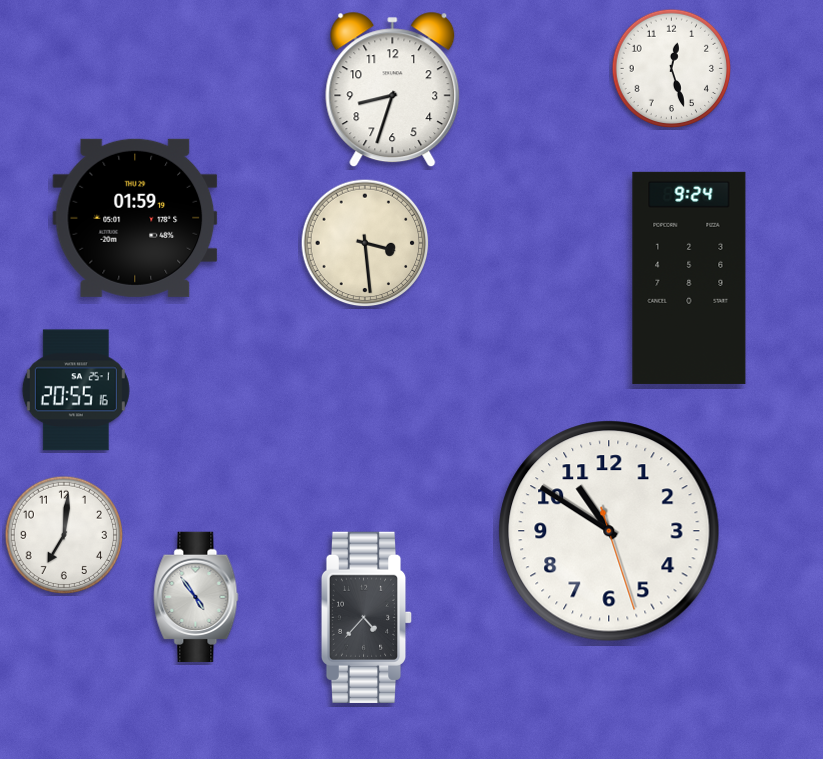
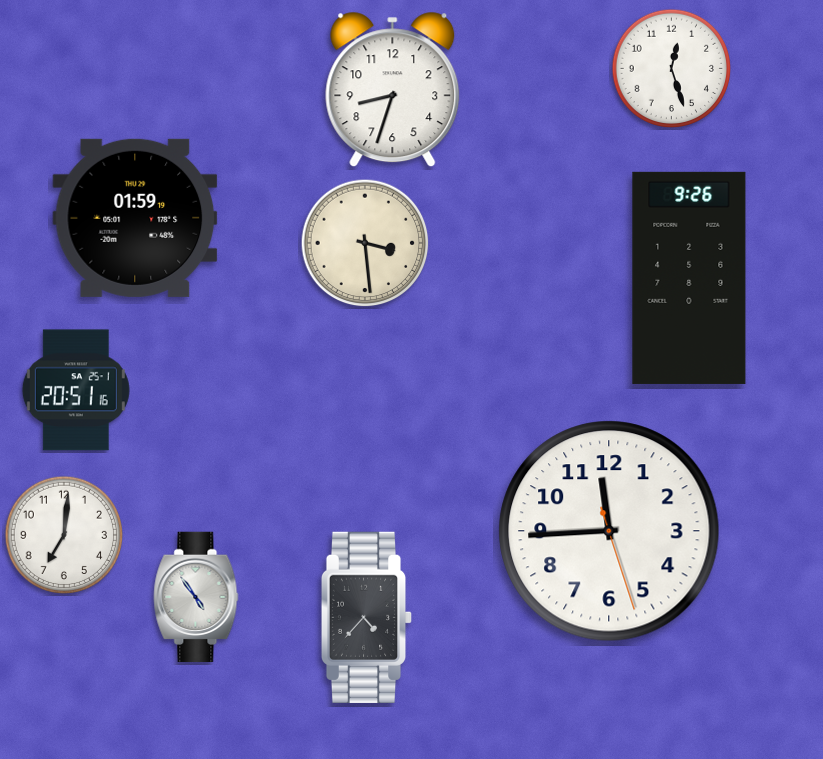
clock at (689, 278): 9:24 -> 9:26
clock at (76, 390): 20:55 -> 20:51
clock at (609, 531): 10:50 -> 11:44
